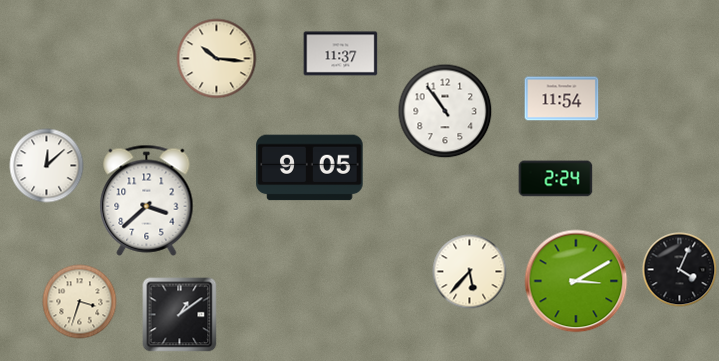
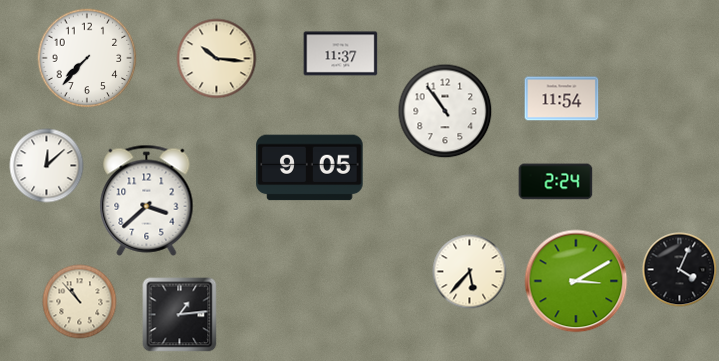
clock at (87, 58): none -> 7:37
clock at (556, 179) position: (556, 179) -> (556, 182)
clock at (80, 302): 3:33 -> 10:53
clock at (180, 315): 1:09 -> 1:14
